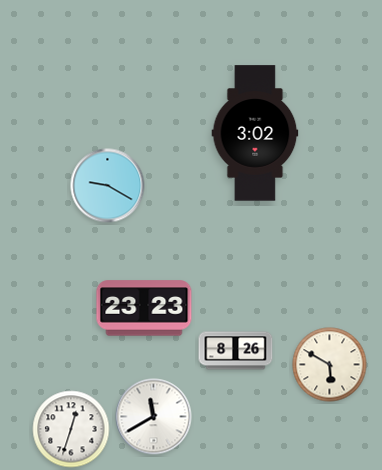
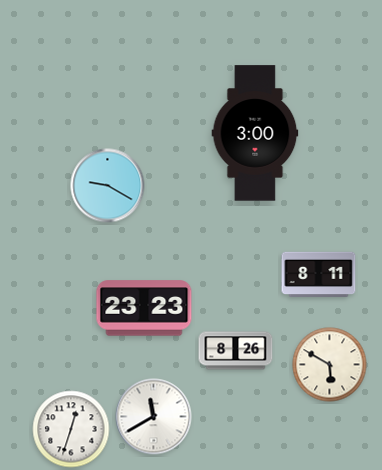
clock at (255, 133): 3:02 -> 3:00
clock at (319, 274): none -> 8:11
